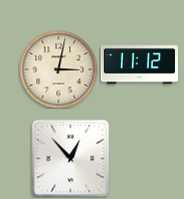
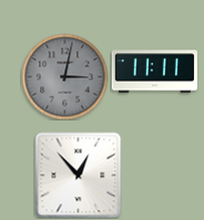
clock at (139, 65): 11:12 -> 11:11
clock at (58, 69) dial: cream -> grey
